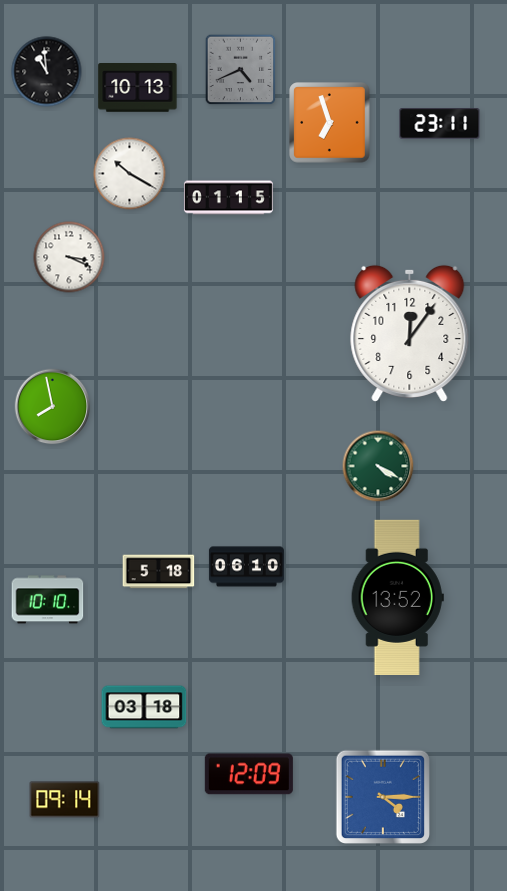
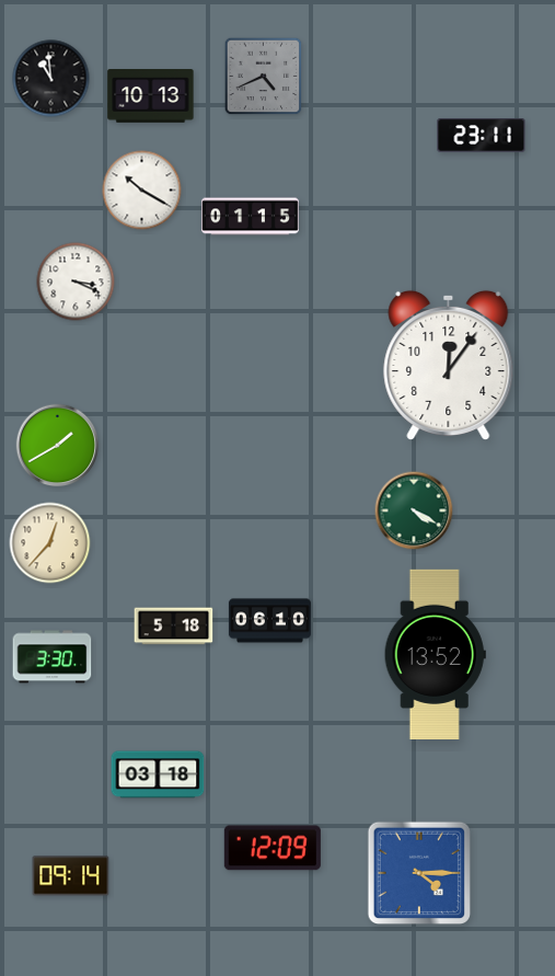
clock at (330, 123): 6:57 -> none
clock at (53, 407): 7:58 -> 1:40
clock at (50, 543): none -> 12:37
clock at (48, 600): 10:10 -> 3:30
